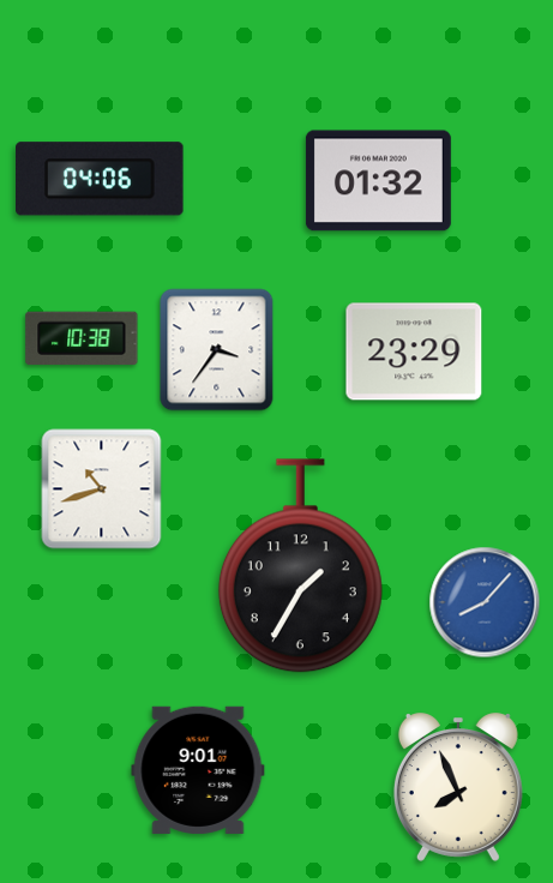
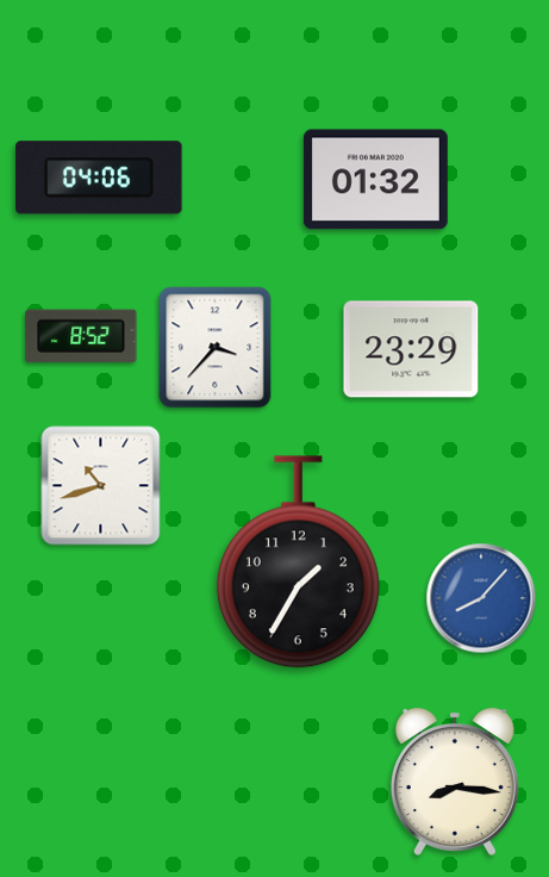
clock at (82, 338): 10:38 -> 8:52
clock at (217, 350): 3:36 -> 3:37
clock at (198, 770): 9:01 -> none
clock at (458, 787): 7:56 -> 8:16
